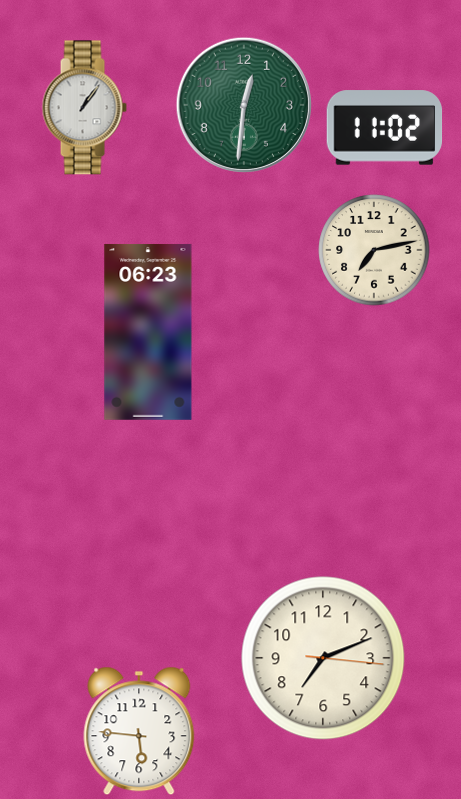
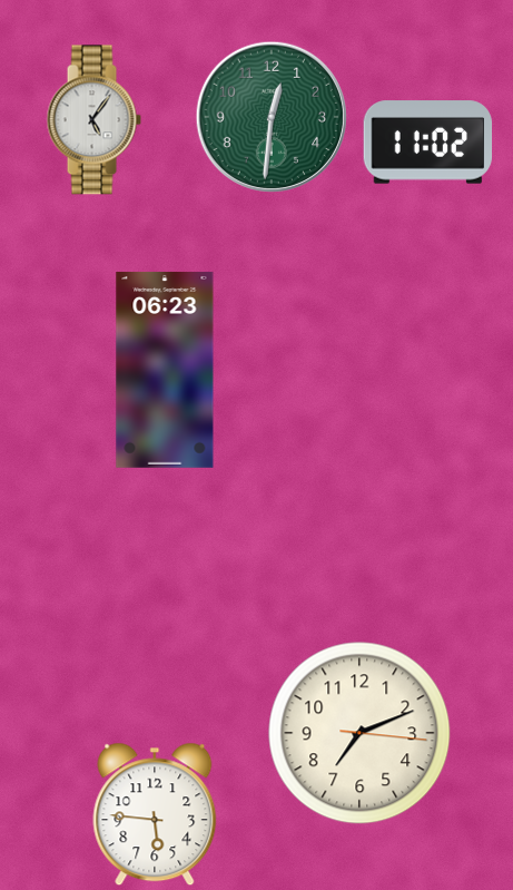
clock at (84, 108): 1:06 -> 5:06
clock at (374, 250): 7:13 -> none
